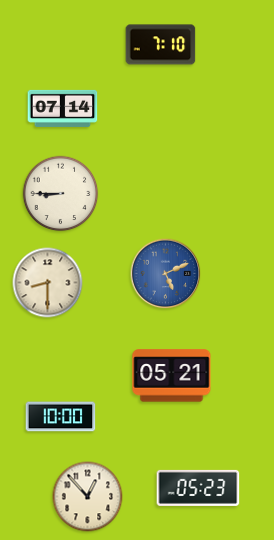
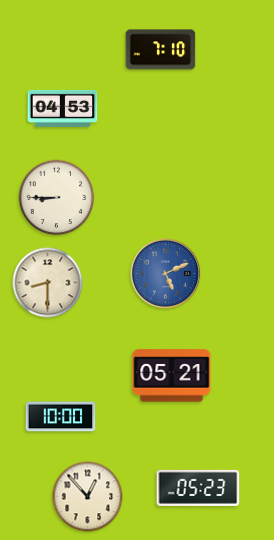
clock at (161, 45) position: (161, 45) -> (161, 50)
clock at (63, 108): 07:14 -> 04:53
clock at (61, 194) position: (61, 194) -> (57, 198)
